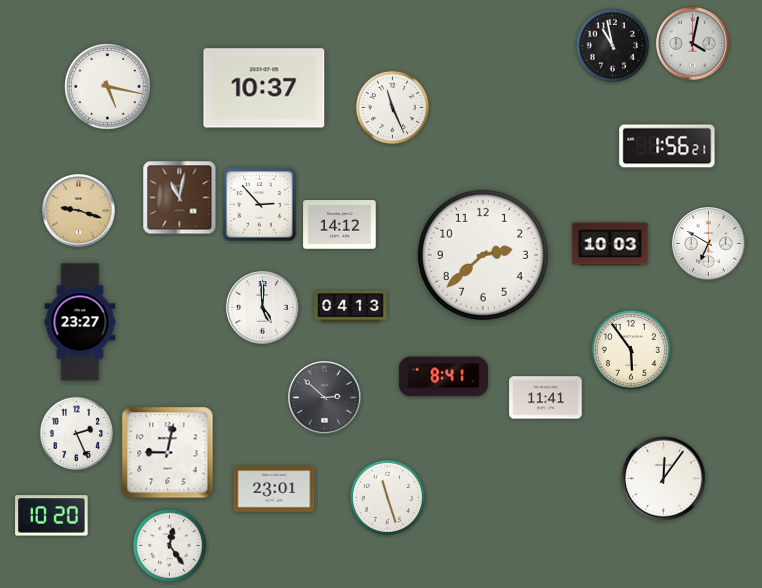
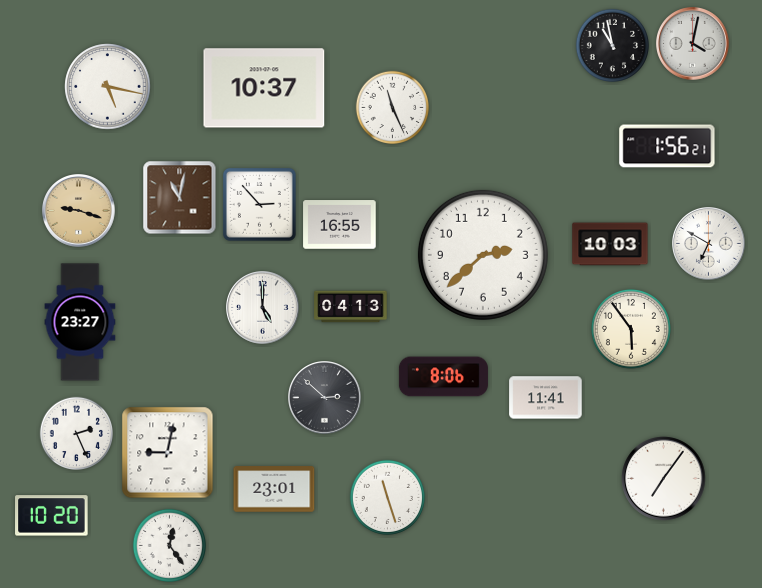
clock at (340, 225): 14:12 -> 16:55
clock at (631, 350) position: (631, 350) -> (631, 329)
clock at (443, 377): 8:41 -> 8:06
clock at (664, 479): 12:06 -> 7:06
